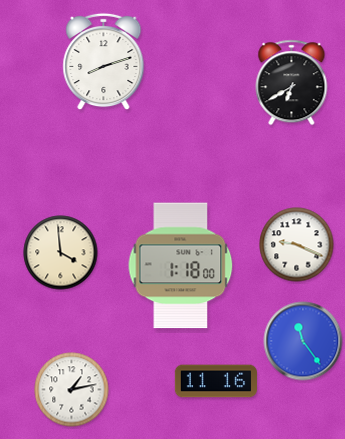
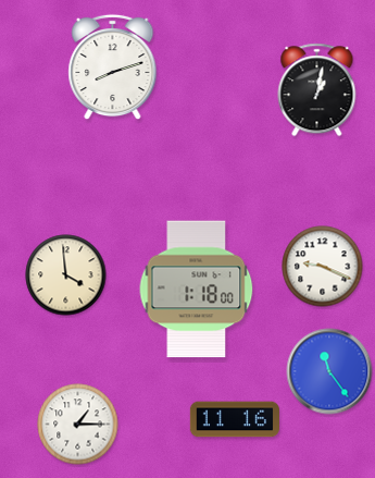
clock at (292, 83): 6:40 -> 1:02
clock at (216, 381) position: (216, 381) -> (235, 419)
clock at (72, 390): 1:13 -> 1:15
